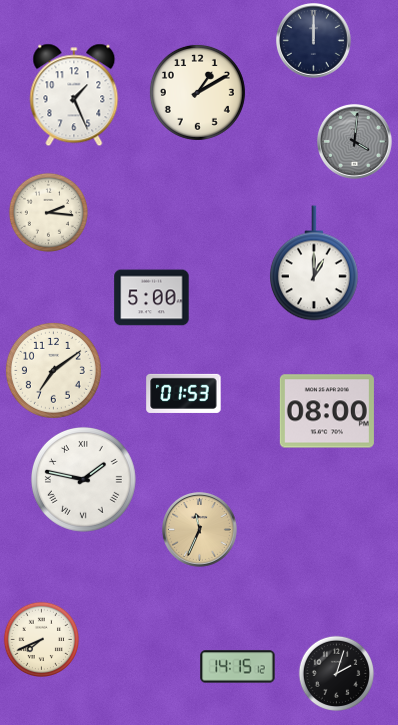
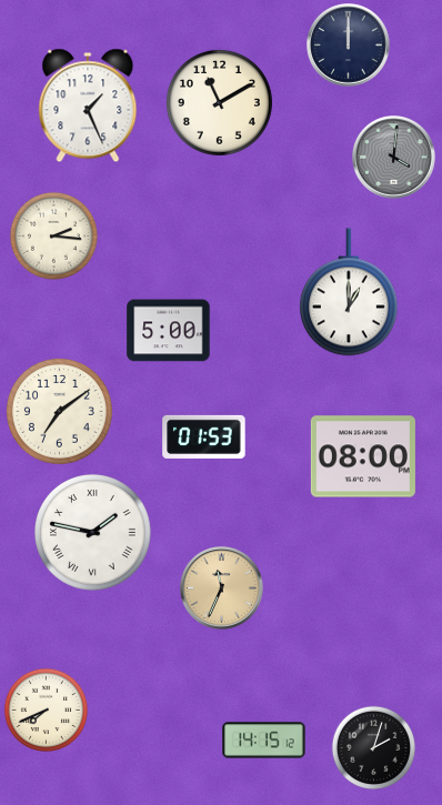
clock at (197, 92): 1:10 -> 11:10
clock at (74, 95) position: (74, 95) -> (88, 105)
